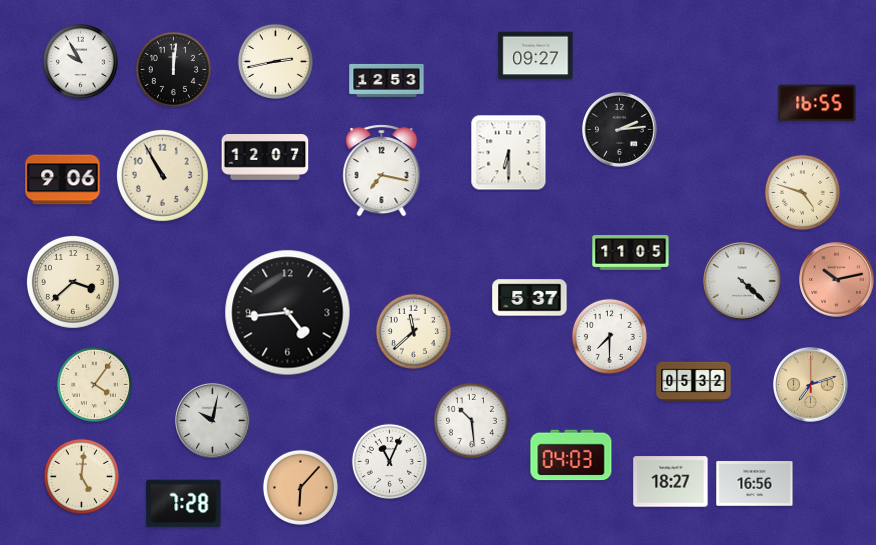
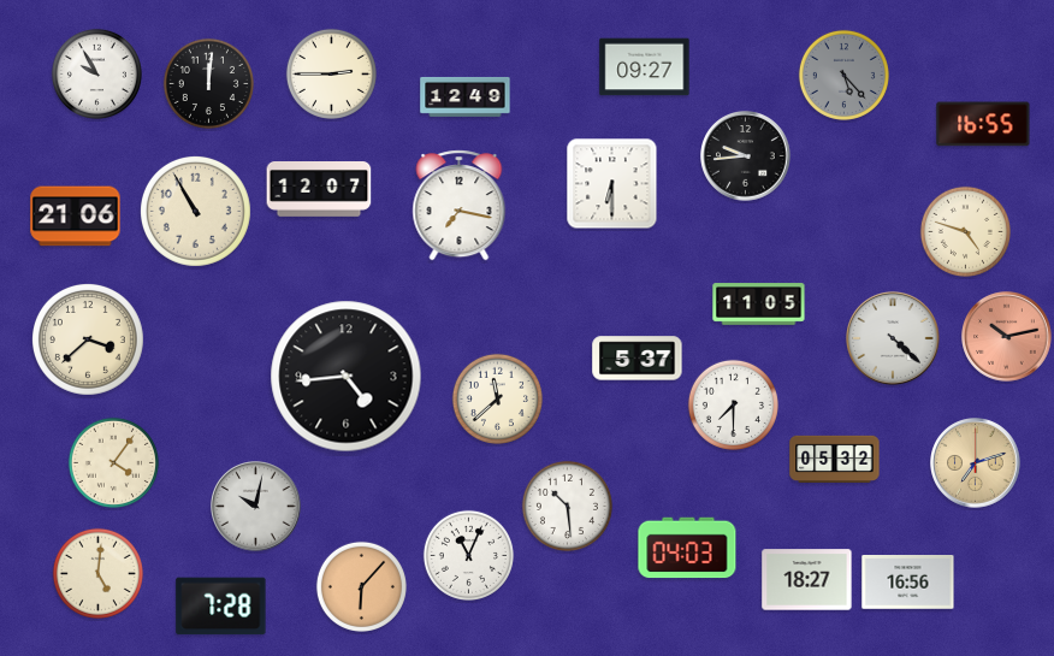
clock at (275, 61): 2:43 -> 2:45
clock at (843, 75): none -> 5:23
clock at (387, 80): 12:53 -> 12:49
clock at (620, 130): 2:14 -> 9:44
clock at (63, 180): 9:06 -> 21:06
